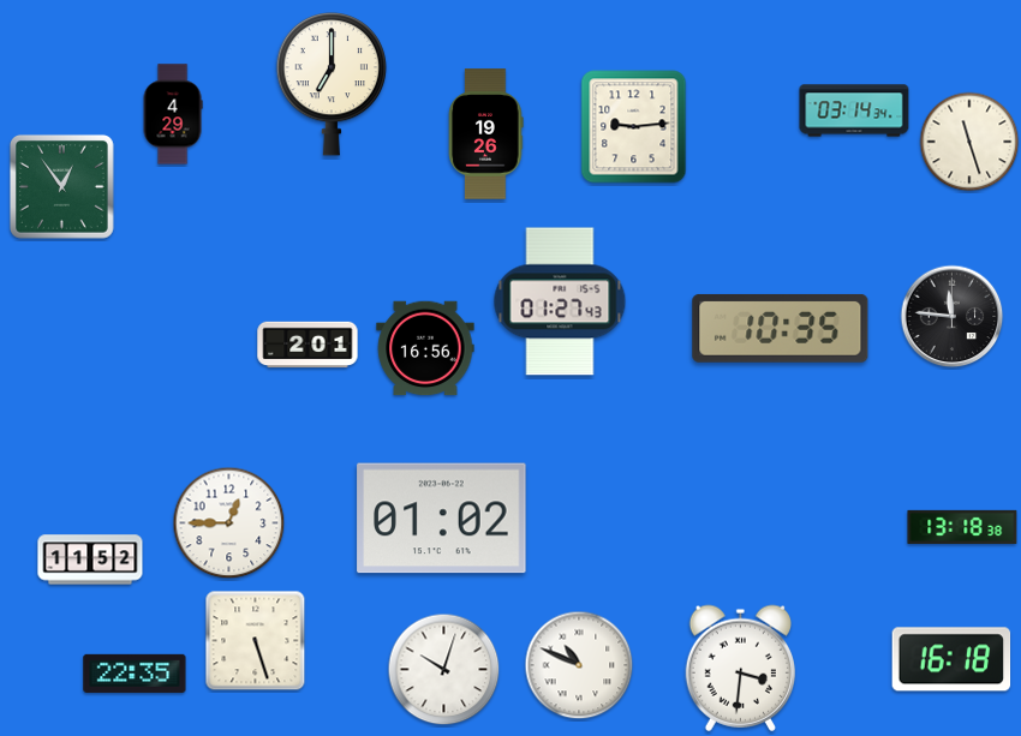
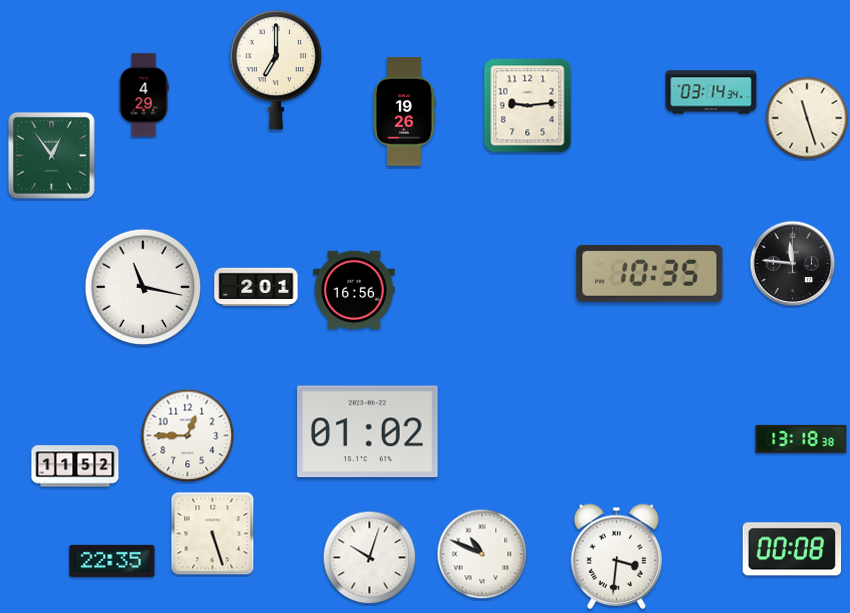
clock at (560, 301): 01:27 -> none
clock at (143, 287): none -> 11:17
clock at (229, 523) position: (229, 523) -> (188, 436)
clock at (951, 659): 16:18 -> 00:08
